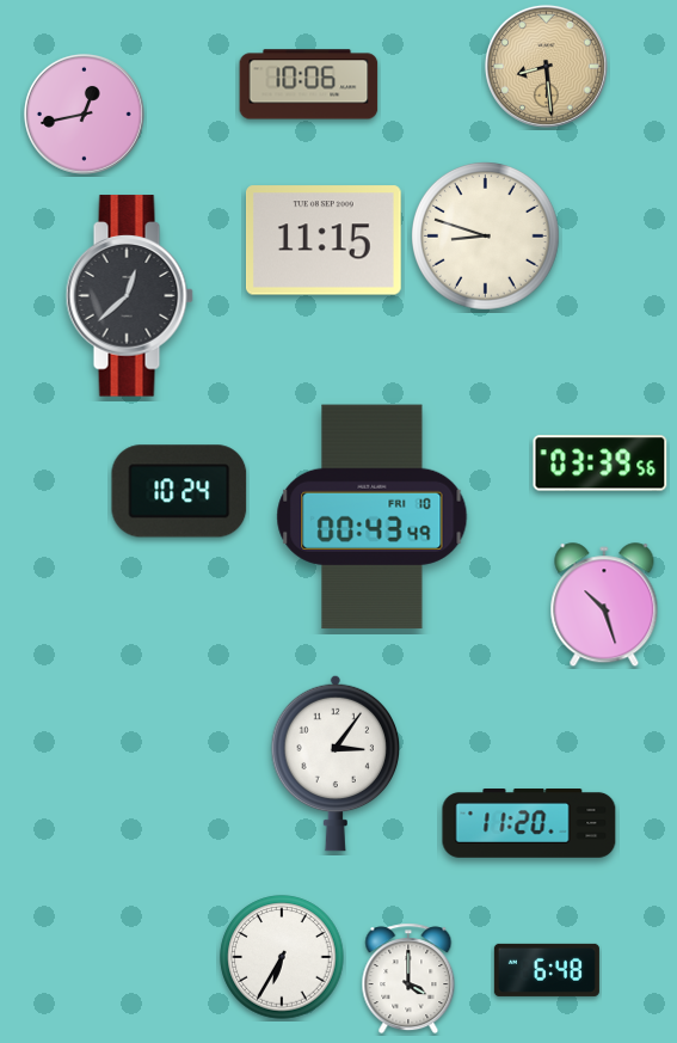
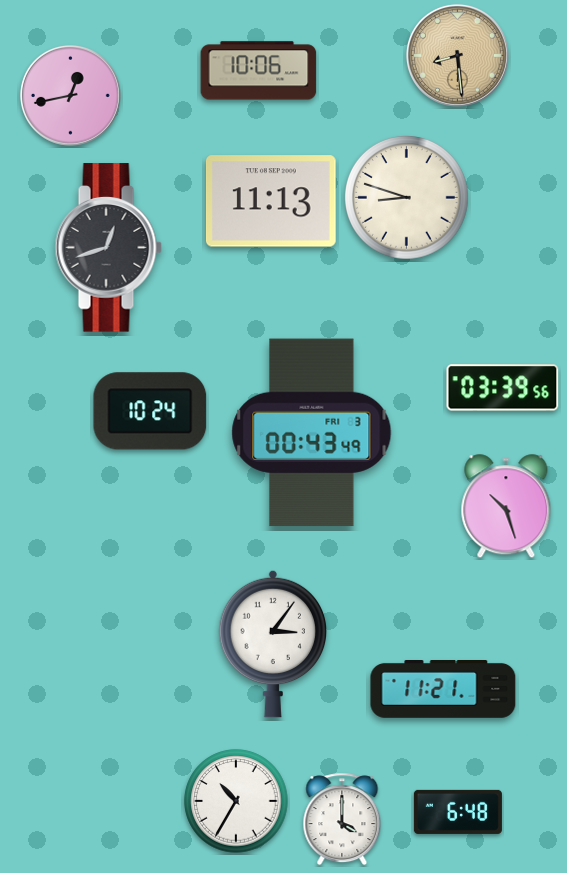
clock at (325, 240): 11:15 -> 11:13
clock at (129, 296): 12:38 -> 12:42
clock at (373, 517) date: FRI 10 -> FRI 3
clock at (336, 763) position: (336, 763) -> (273, 644)
clock at (529, 824): 11:20 -> 11:21
clock at (282, 957): 6:35 -> 10:35
